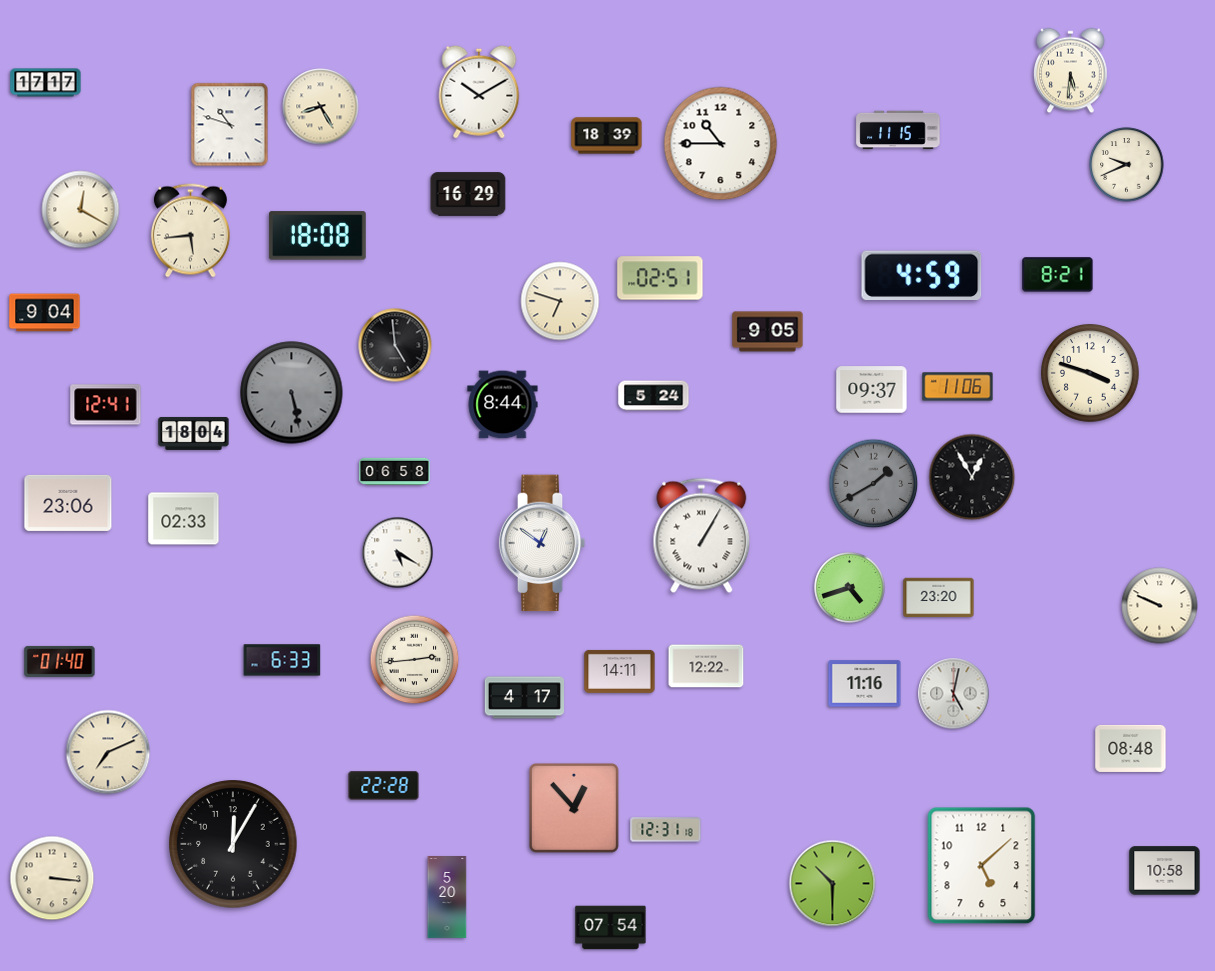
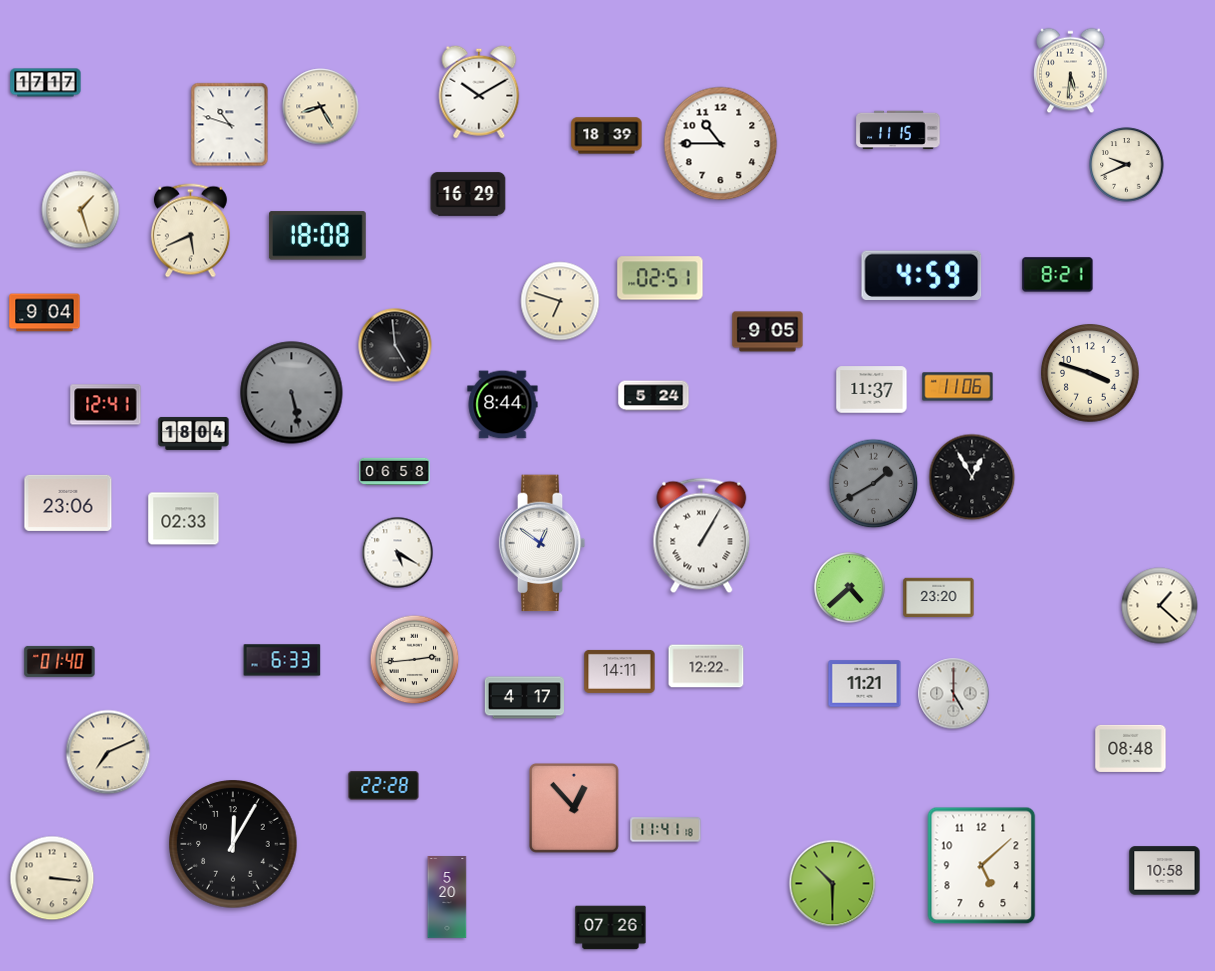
clock at (81, 210): 12:20 -> 1:27
clock at (190, 231): 5:44 -> 5:41
clock at (872, 390): 09:37 -> 11:37
clock at (850, 588): 4:42 -> 4:38
clock at (1160, 606): 9:49 -> 1:22
clock at (865, 684): 11:16 -> 11:21
clock at (954, 694): 5:02 -> 5:00
clock at (666, 830): 12:31 -> 11:41
clock at (611, 928): 07:54 -> 07:26
